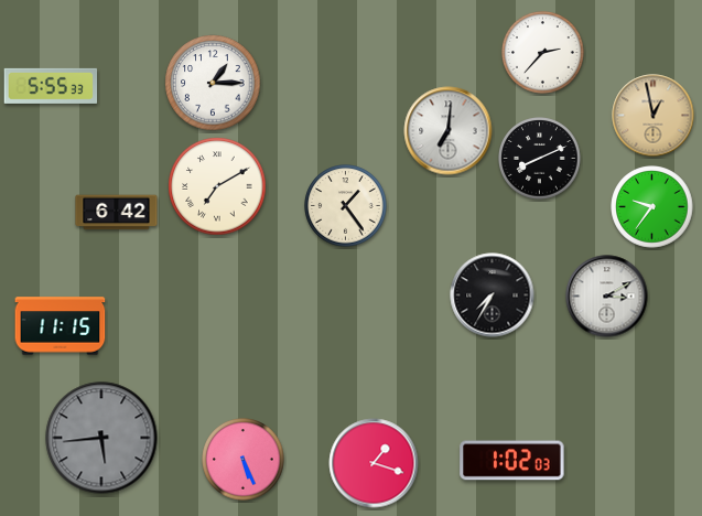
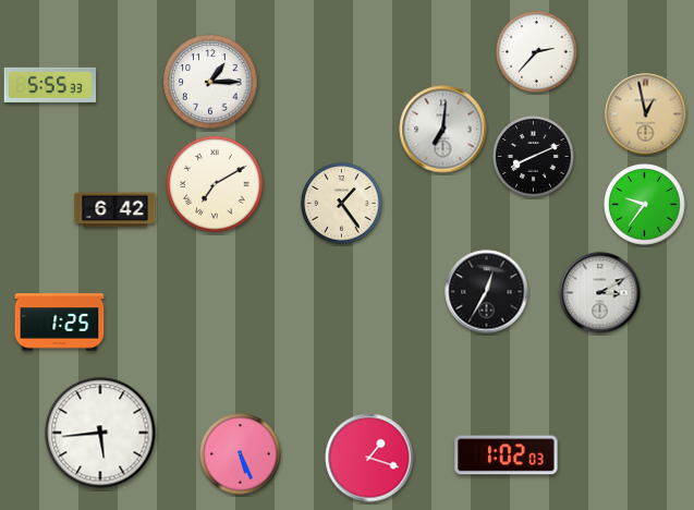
clock at (493, 295): 7:35 -> 12:35
clock at (61, 326): 11:15 -> 1:25
clock at (101, 438) dial: grey -> white
